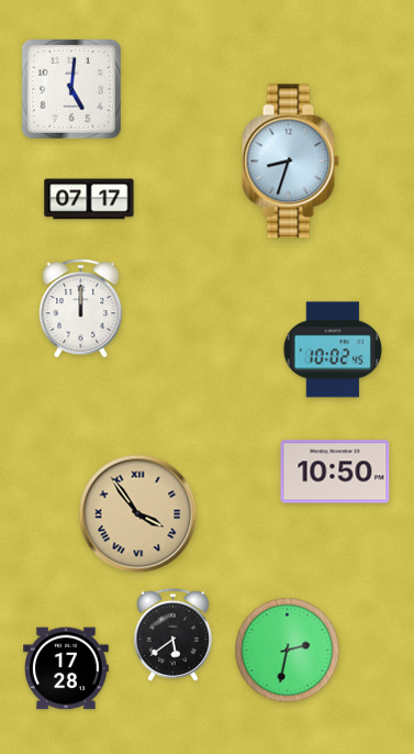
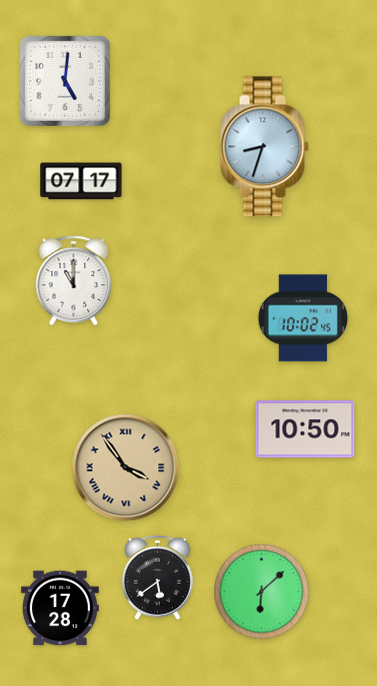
clock at (81, 308): 12:00 -> 11:00
clock at (288, 651): 2:32 -> 6:08
